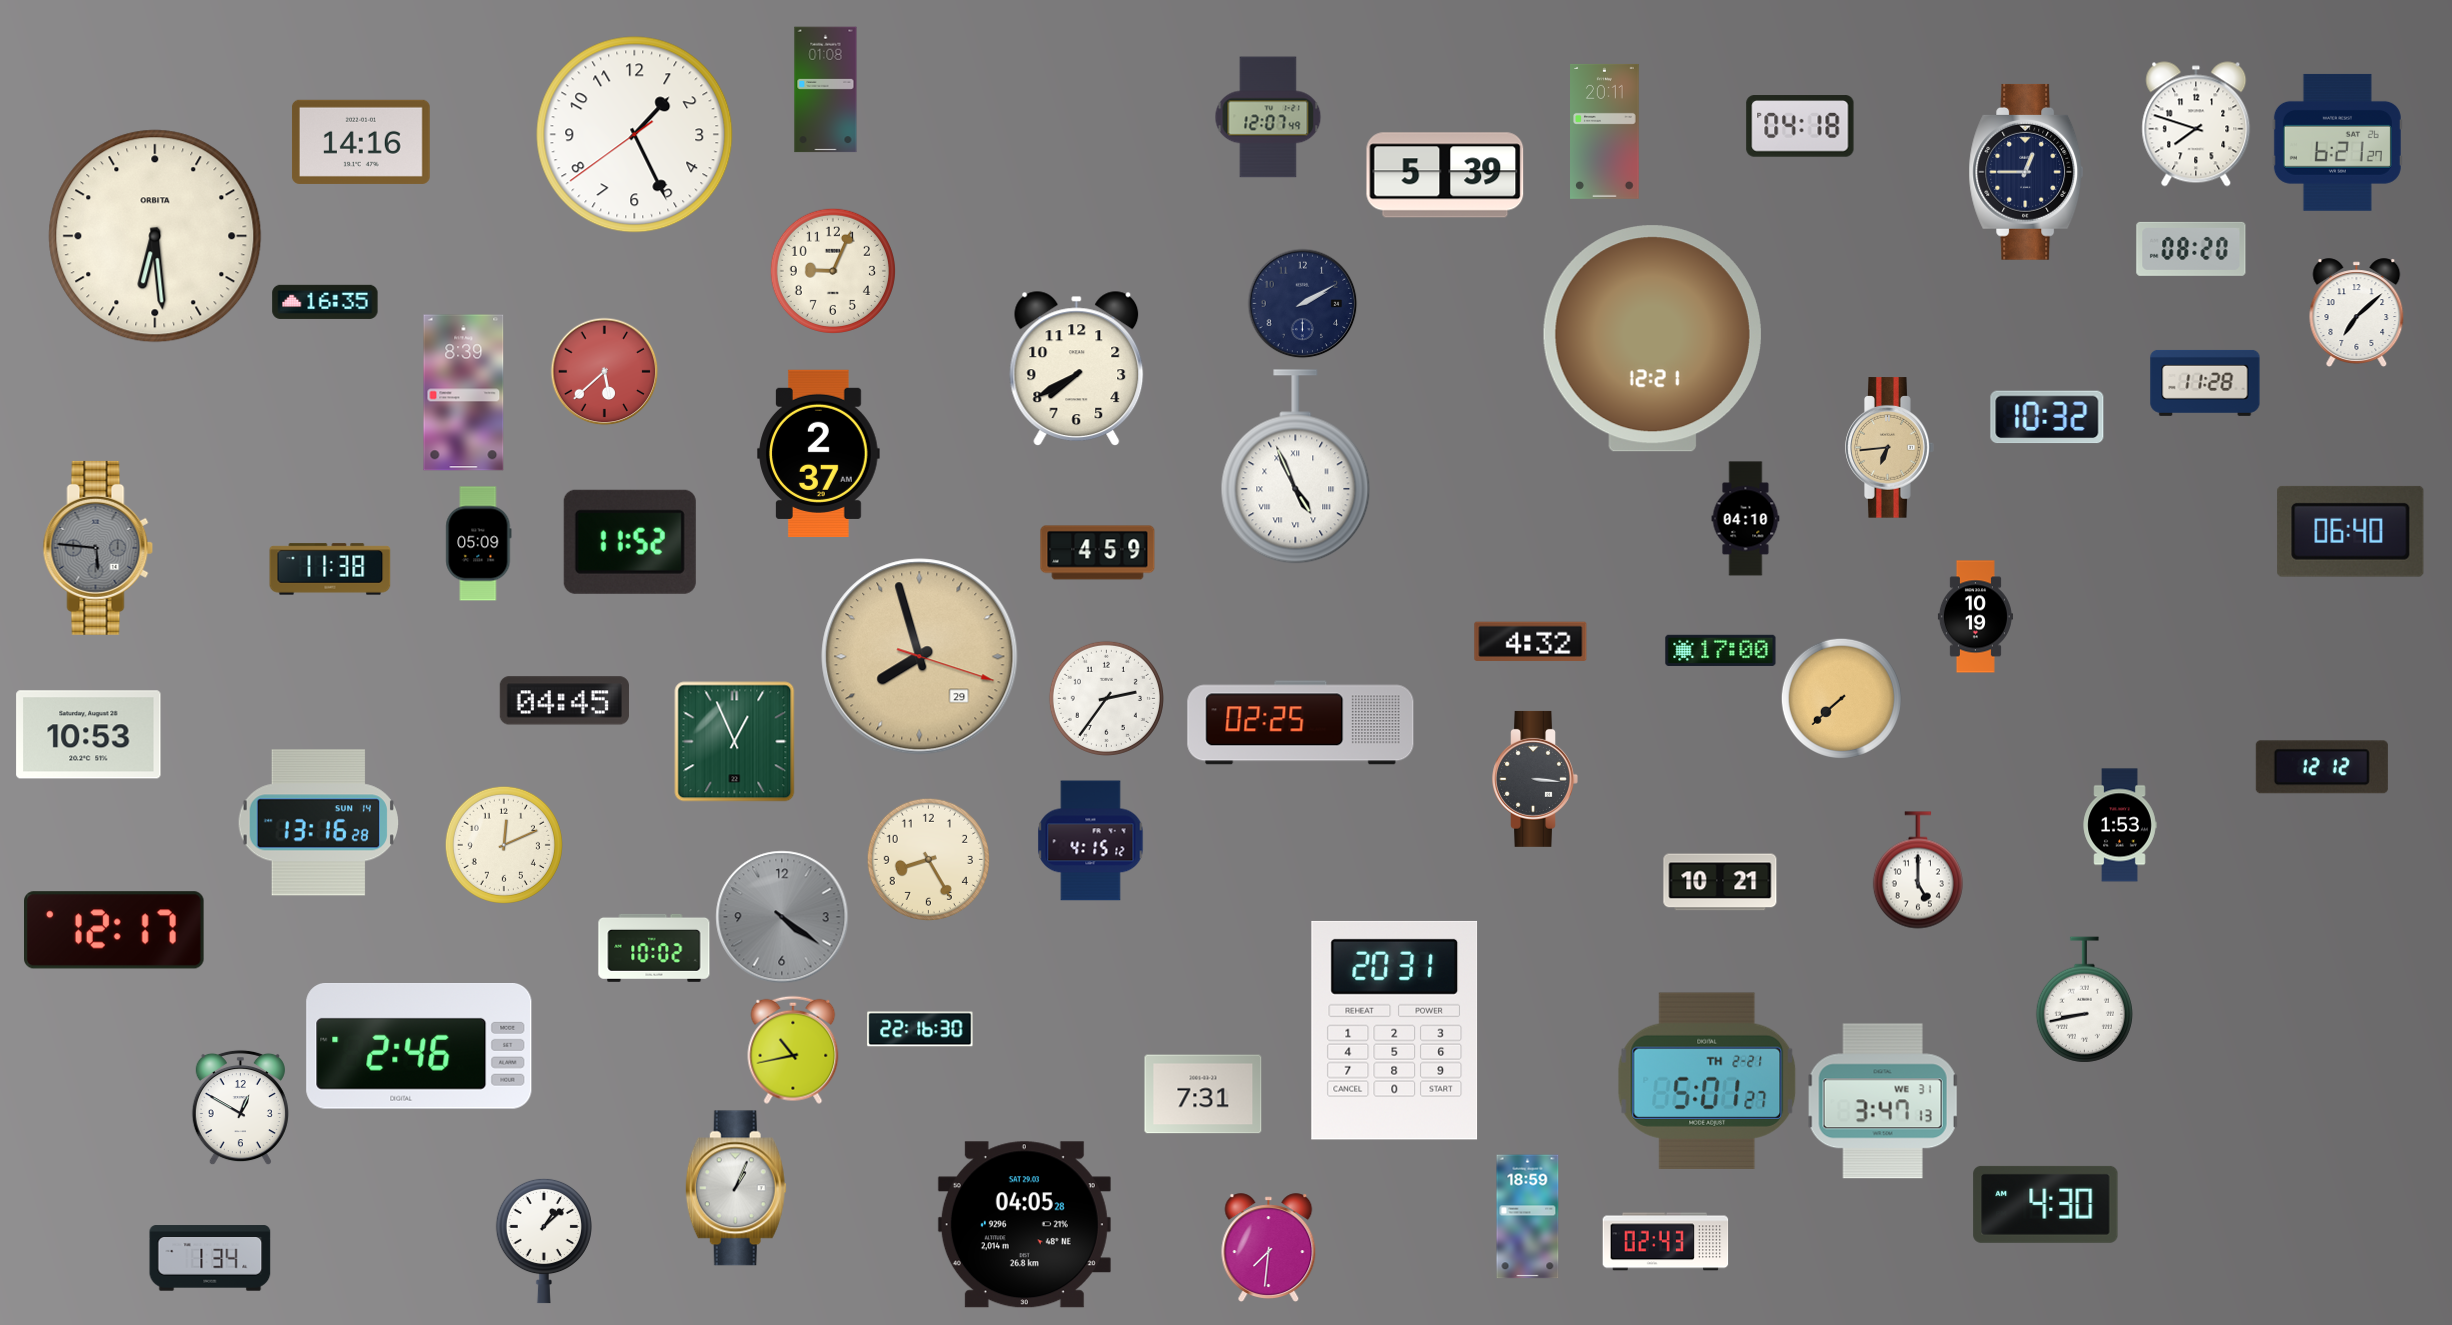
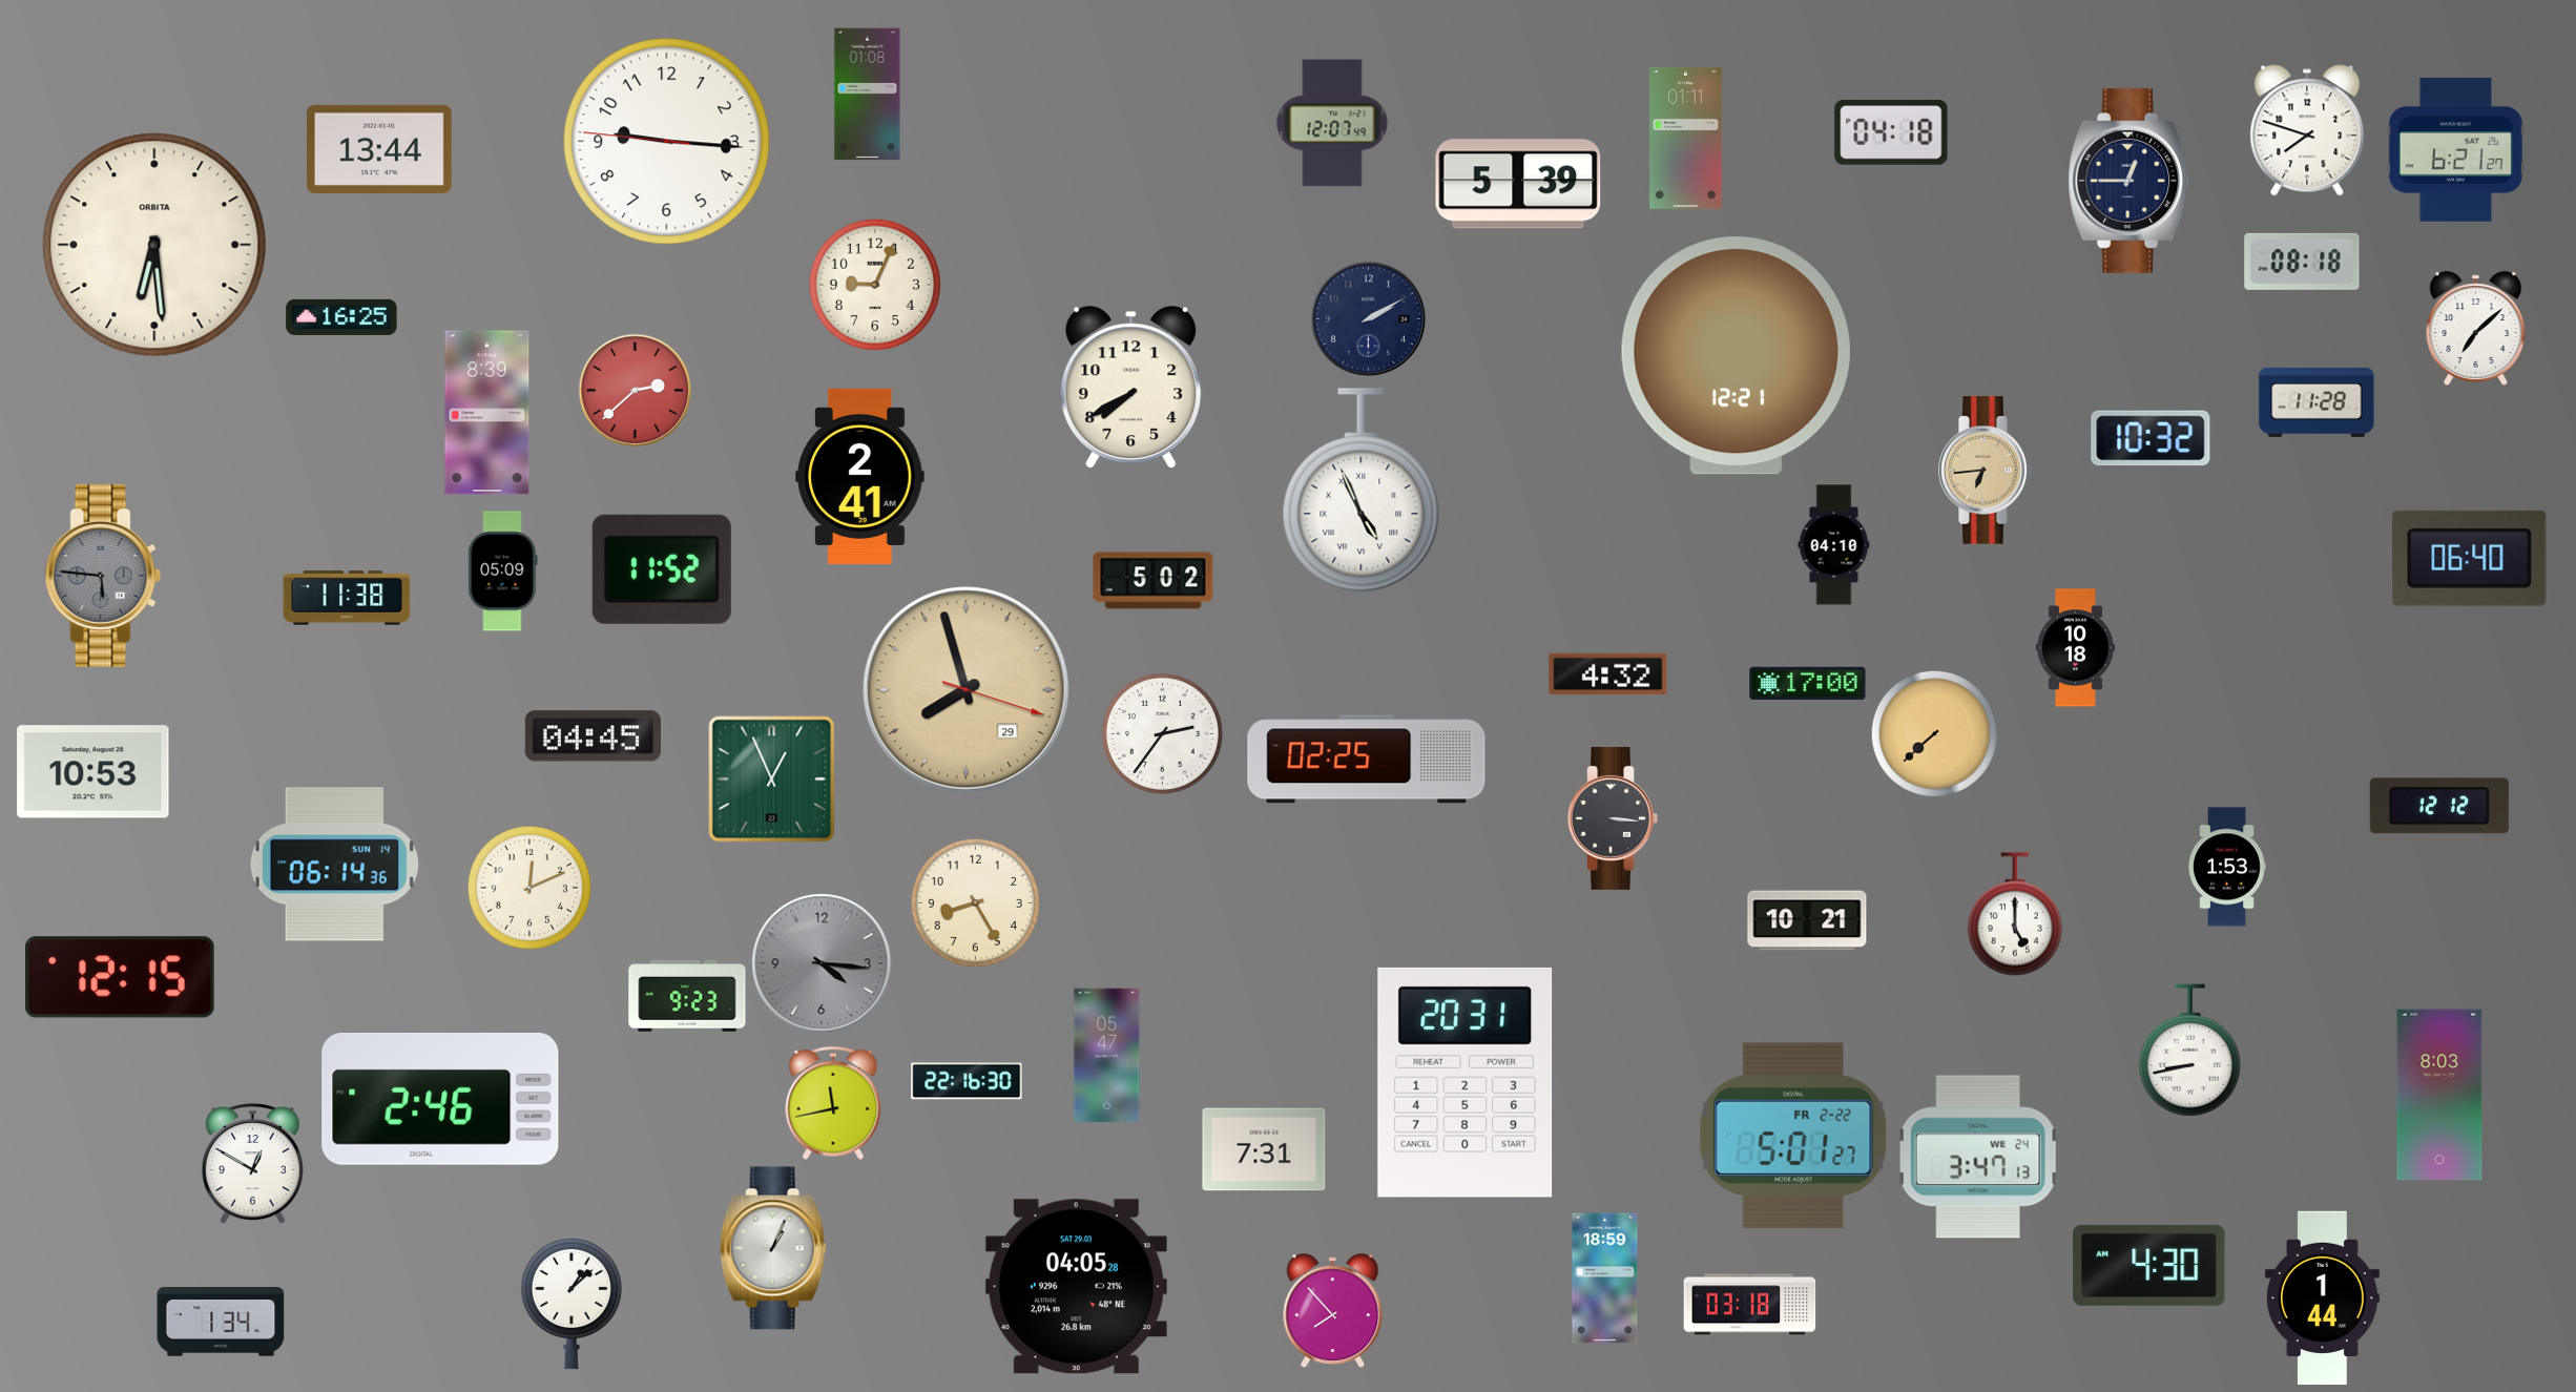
clock at (1605, 131): 20:11 -> 01:11
clock at (635, 135): 1:25 -> 9:15
clock at (361, 142): 14:16 -> 13:44
clock at (155, 236) position: (155, 236) -> (154, 245)
clock at (2191, 249): 08:20 -> 08:18
clock at (325, 302): 16:35 -> 16:25
clock at (605, 372): 5:38 -> 2:38
clock at (819, 453): 2:37 -> 2:41
clock at (1098, 553): 4:59 -> 5:02
clock at (1975, 617): 10:19 -> 10:18
clock at (318, 823): 13:16 -> 06:14
clock at (1091, 841): 4:15 -> none
clock at (1720, 882) position: (1720, 882) -> (1807, 920)
clock at (782, 917): 4:21 -> 4:16
clock at (114, 930): 12:17 -> 12:15
clock at (654, 948): 10:02 -> 9:23
clock at (1107, 1056): none -> 05:47
clock at (2439, 1095): none -> 8:03
clock at (793, 1050): 10:43 -> 11:43
clock at (1707, 1080) date: TH 2-21 -> FR 2-22
clock at (1883, 1101) date: WE 31 -> WE 24
clock at (2322, 1298): none -> 1:44
clock at (1666, 1242): 02:43 -> 03:18
clock at (1269, 1247): 7:31 -> 7:53
